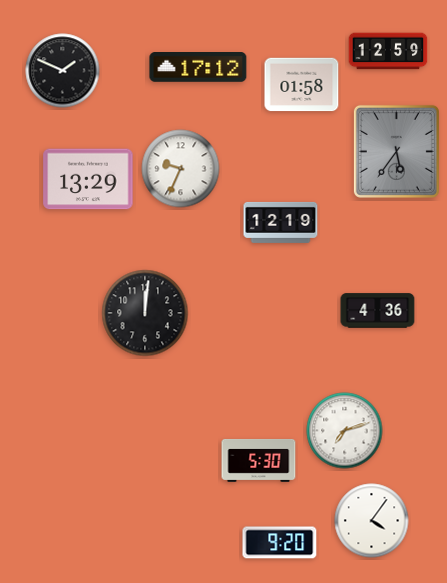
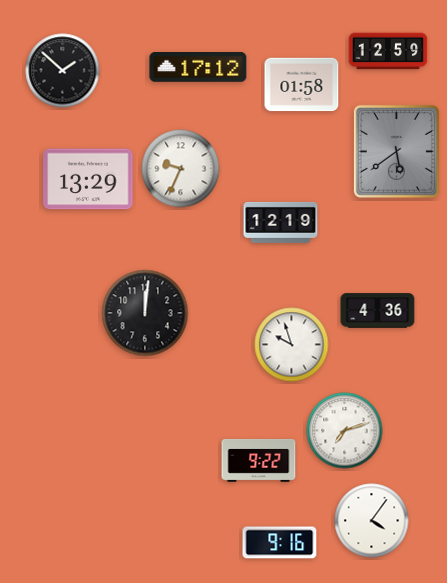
clock at (63, 71): 1:49 -> 1:52
clock at (396, 151): 5:36 -> 5:39
clock at (292, 345): none -> 9:57
clock at (259, 460): 5:30 -> 9:22
clock at (280, 543): 9:20 -> 9:16
